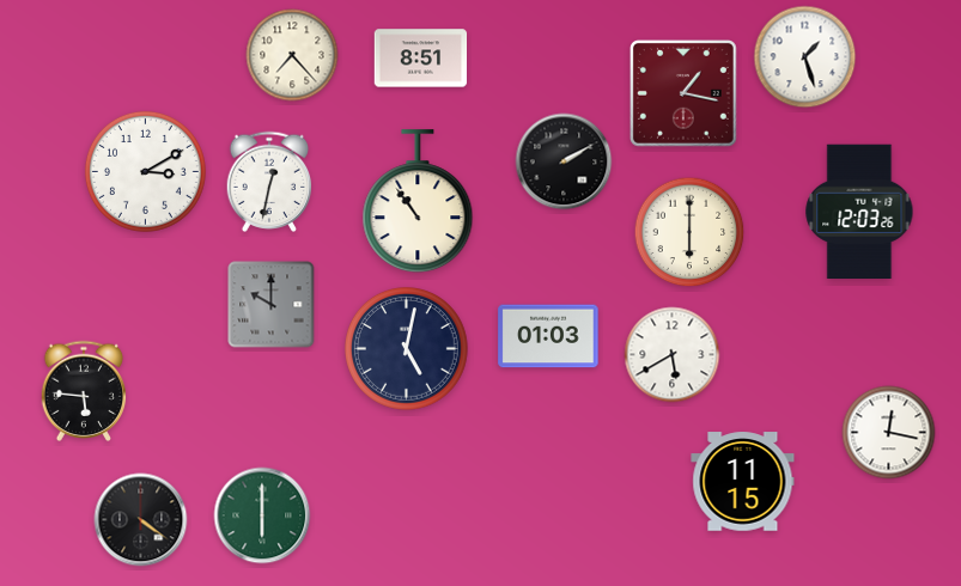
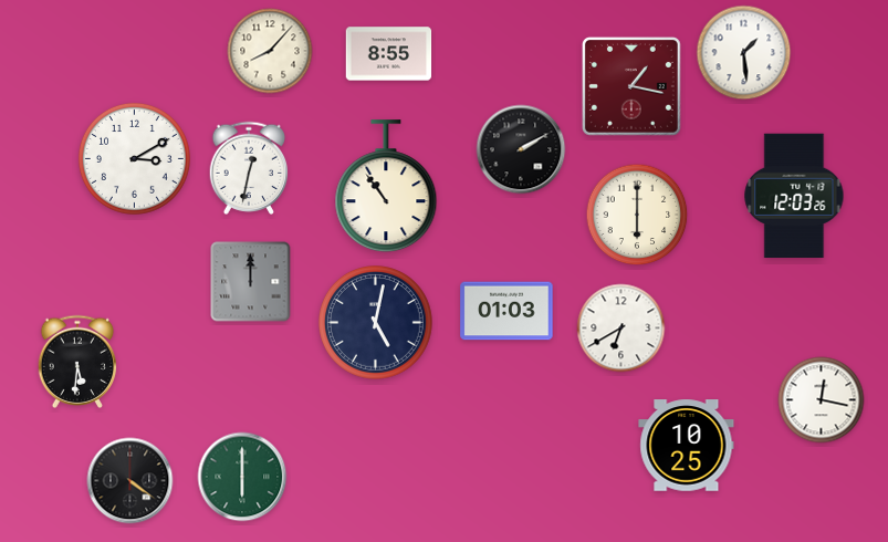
clock at (292, 55): 7:23 -> 8:07
clock at (805, 57): 1:27 -> 1:29
clock at (421, 59): 8:51 -> 8:55
clock at (272, 305): 10:00 -> 12:00
clock at (673, 355): 5:40 -> 6:40
clock at (84, 390): 5:46 -> 5:31
clock at (743, 482): 11:15 -> 10:25
